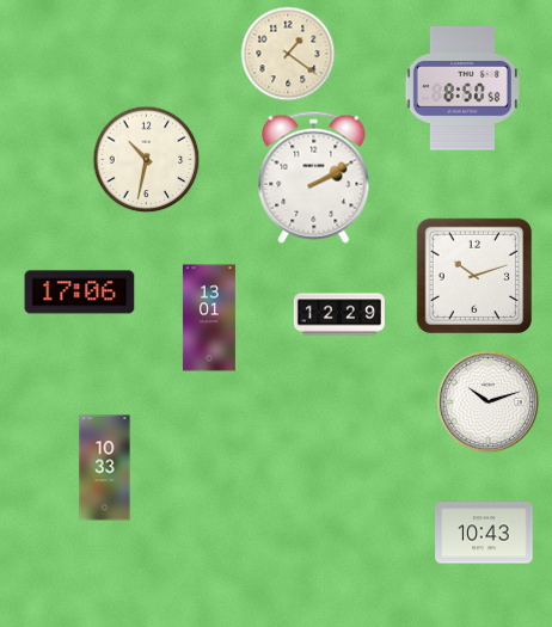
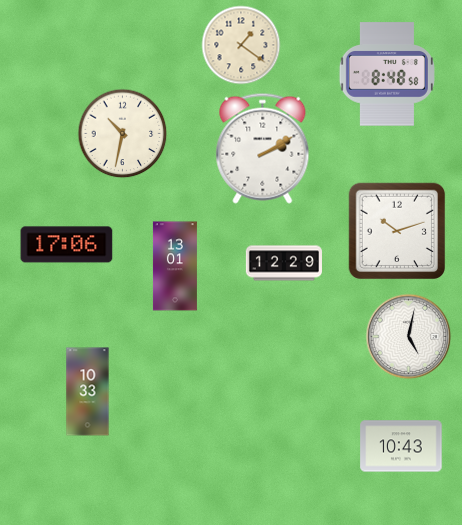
clock at (462, 88): 8:50 -> 8:48
clock at (489, 402): 10:12 -> 5:02
clock at (484, 533) position: (484, 533) -> (401, 446)
